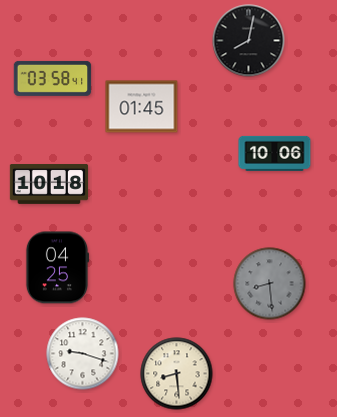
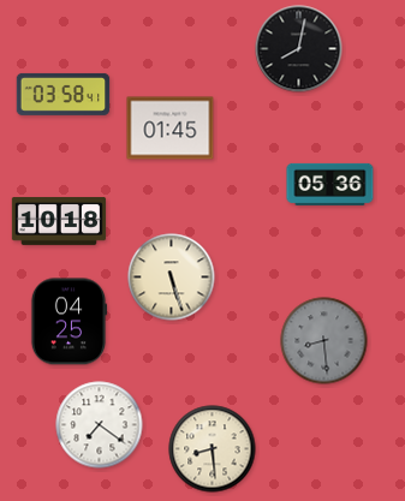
clock at (275, 153): 10:06 -> 05:36
clock at (172, 278): none -> 5:27
clock at (83, 354): 9:18 -> 7:21
